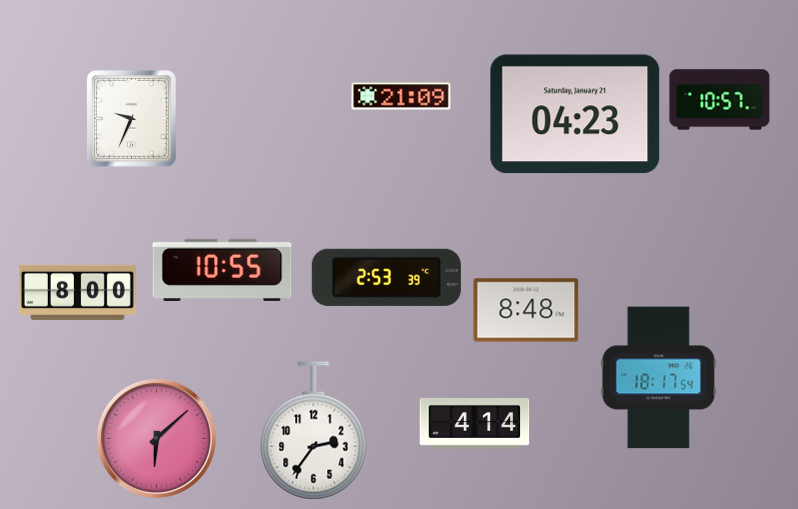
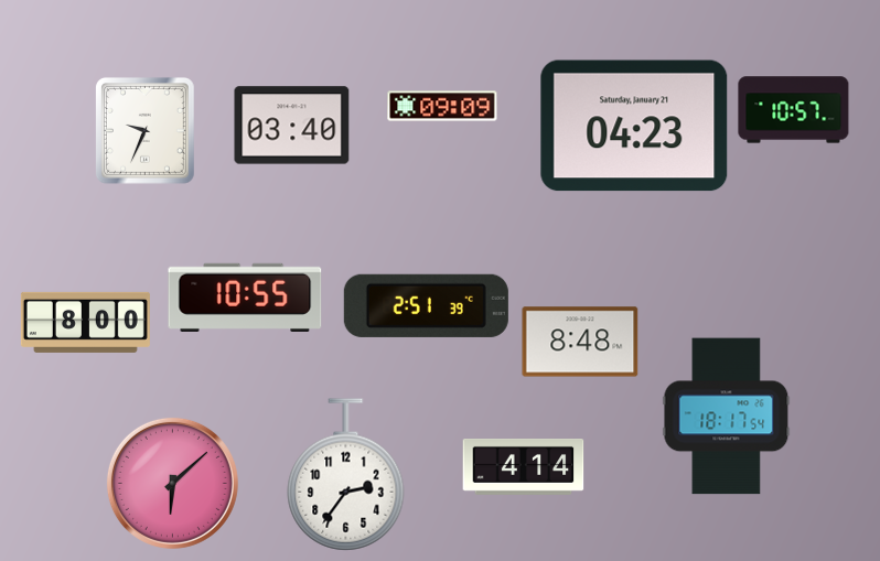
clock at (401, 96): 21:09 -> 09:09
clock at (292, 126): none -> 03:40
clock at (386, 277): 2:53 -> 2:51
